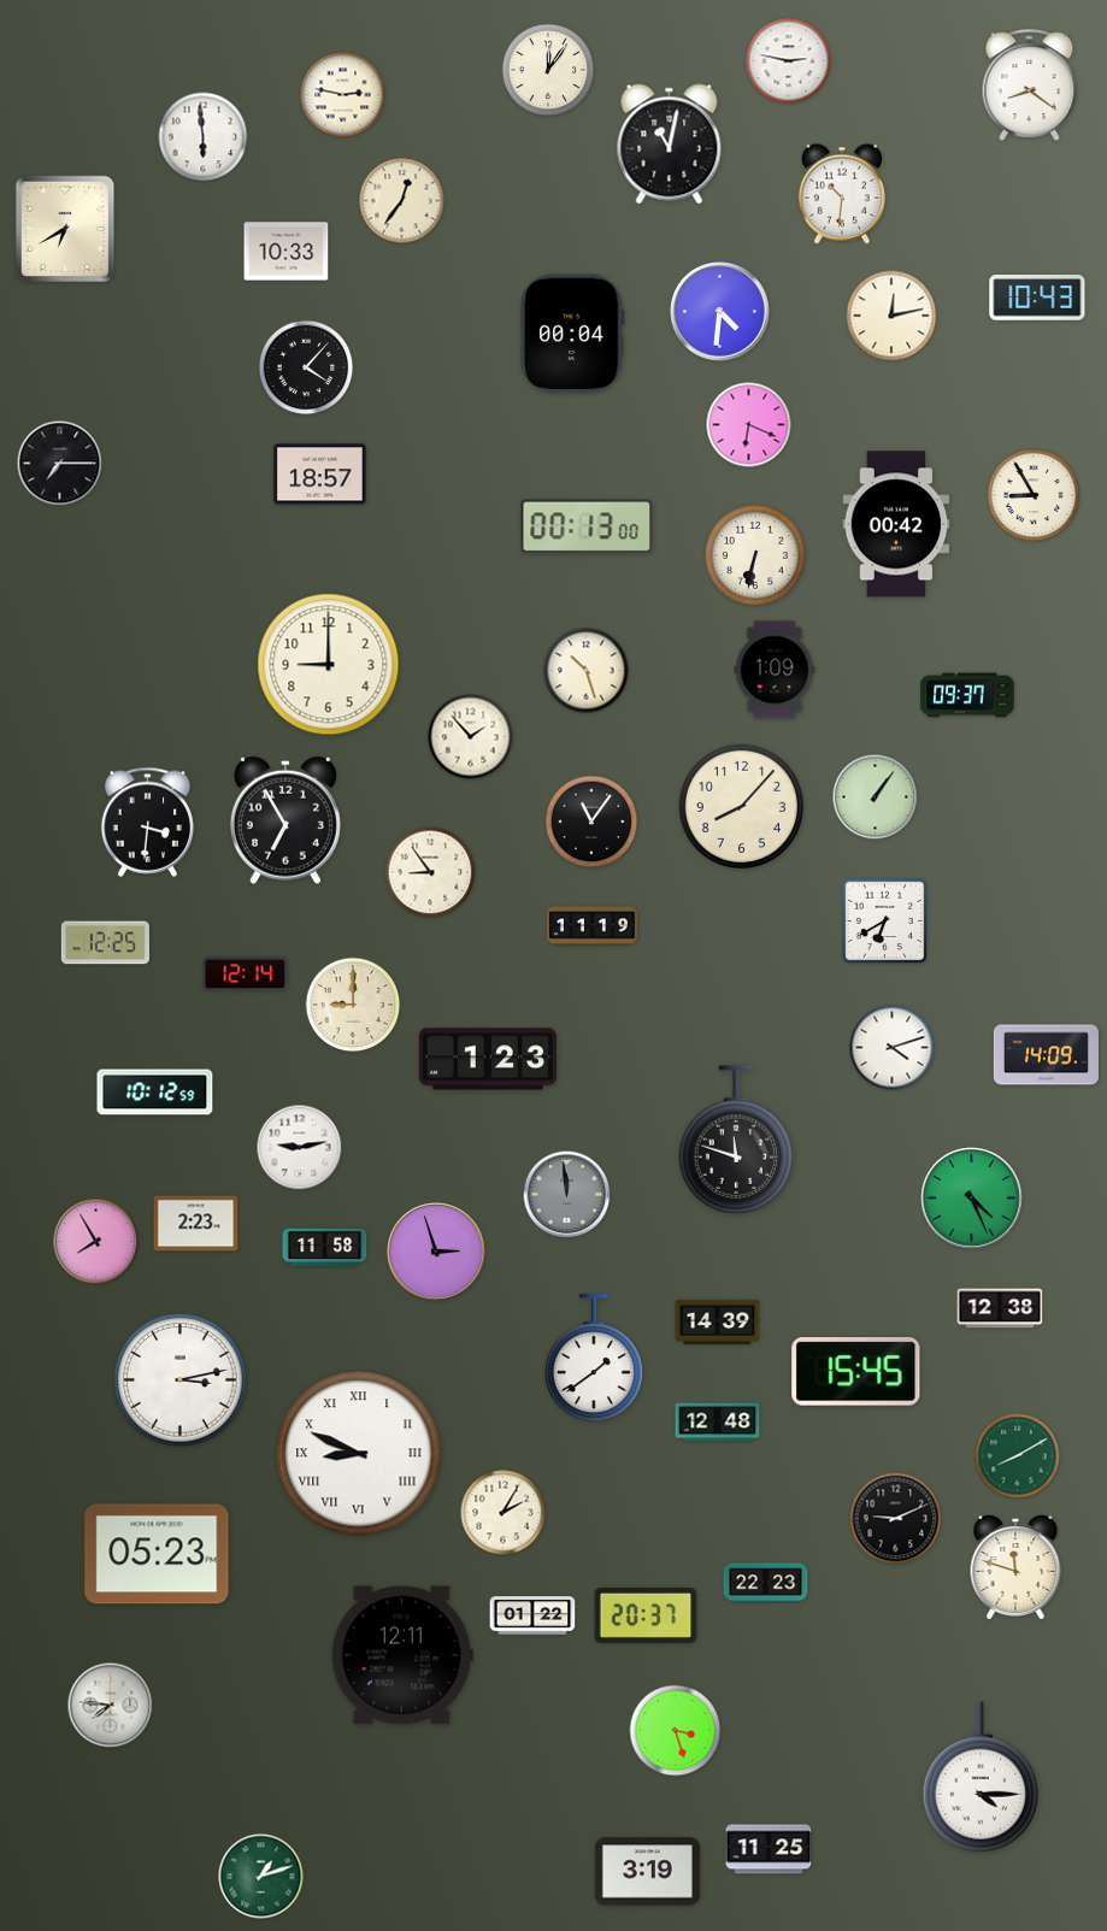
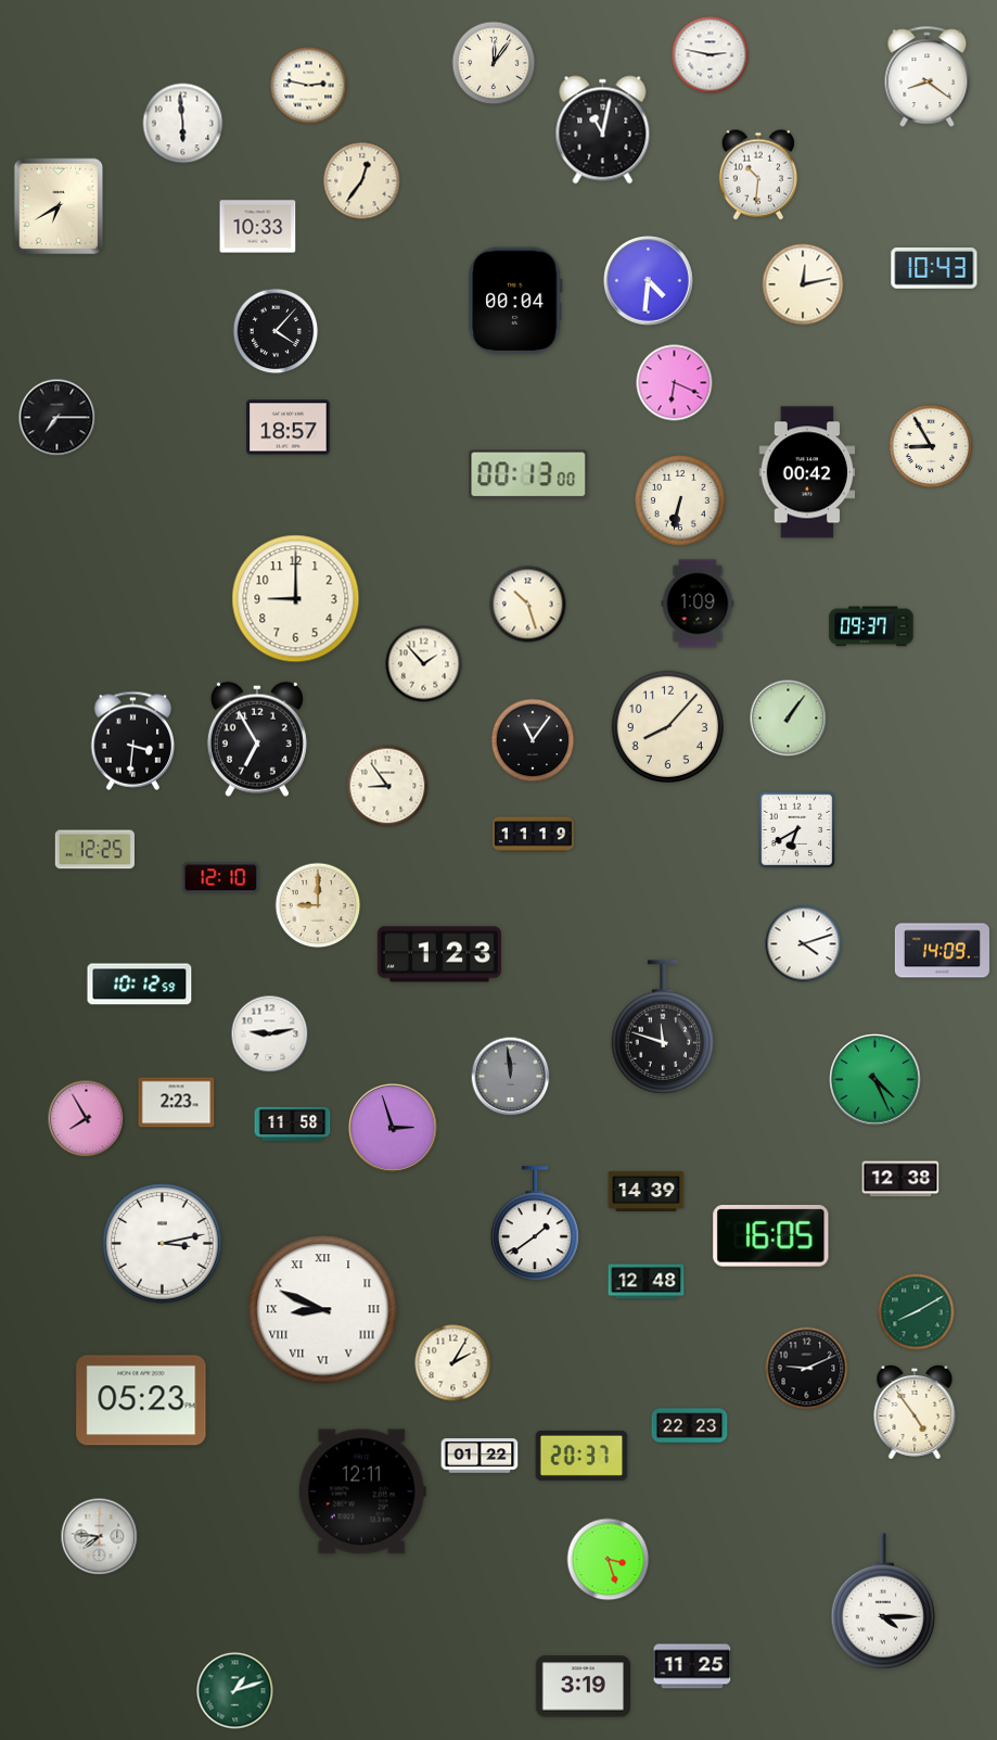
clock at (60, 464) position: (60, 464) -> (57, 418)
clock at (246, 975): 12:14 -> 12:10
clock at (856, 1372): 15:45 -> 16:05
clock at (1015, 1568): 11:48 -> 4:54
